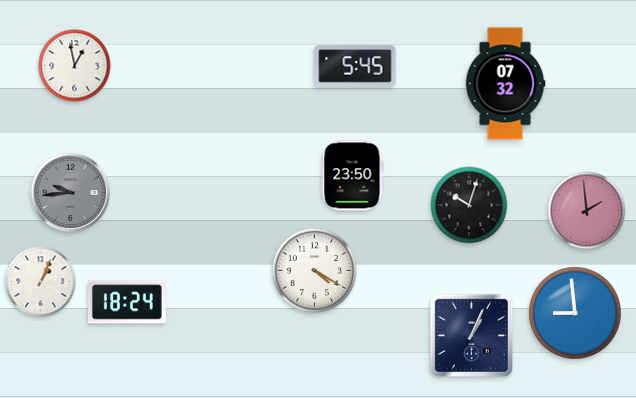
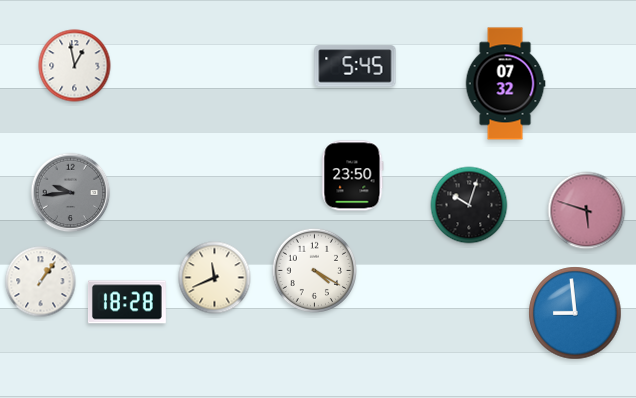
clock at (587, 211): 1:59 -> 5:48
clock at (215, 278): none -> 11:41
clock at (41, 282): 1:04 -> 1:06
clock at (127, 302): 18:24 -> 18:28
clock at (472, 336): 1:04 -> none
